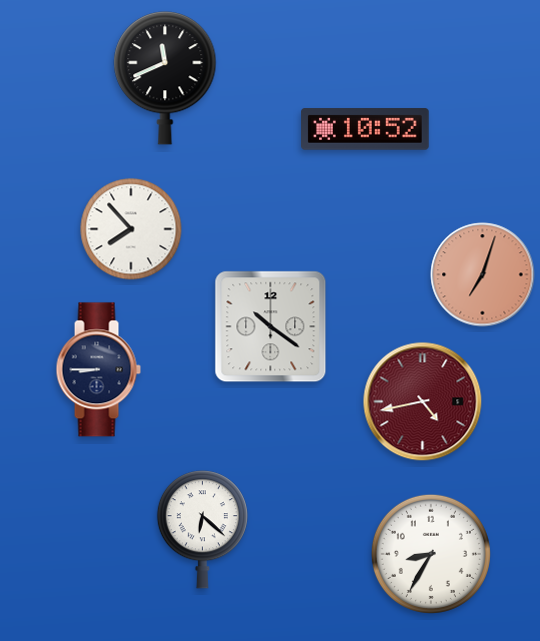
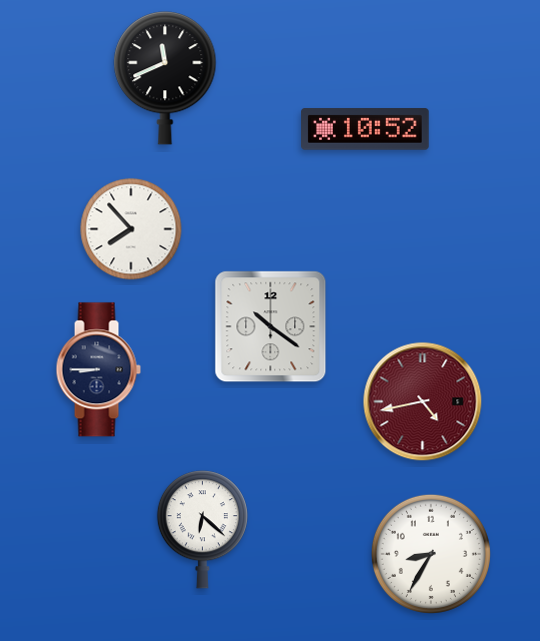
clock at (483, 275): 7:03 -> none
